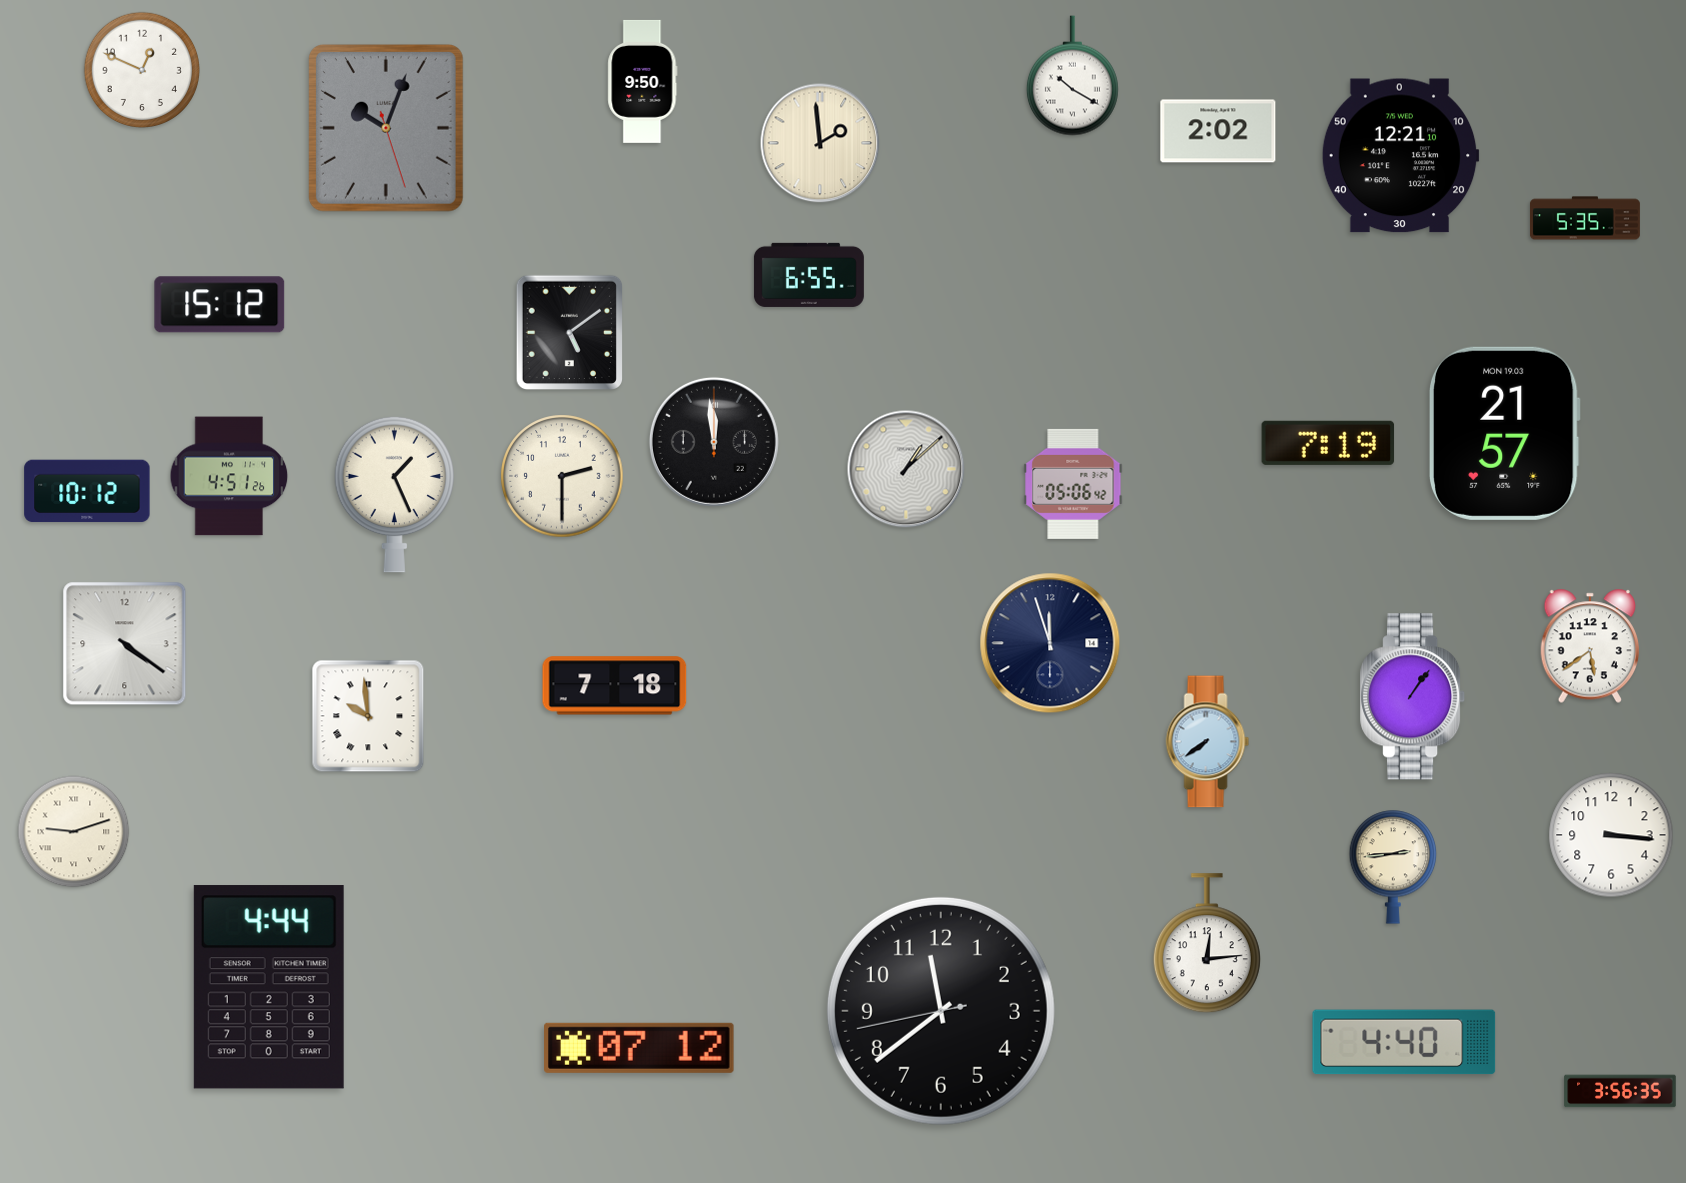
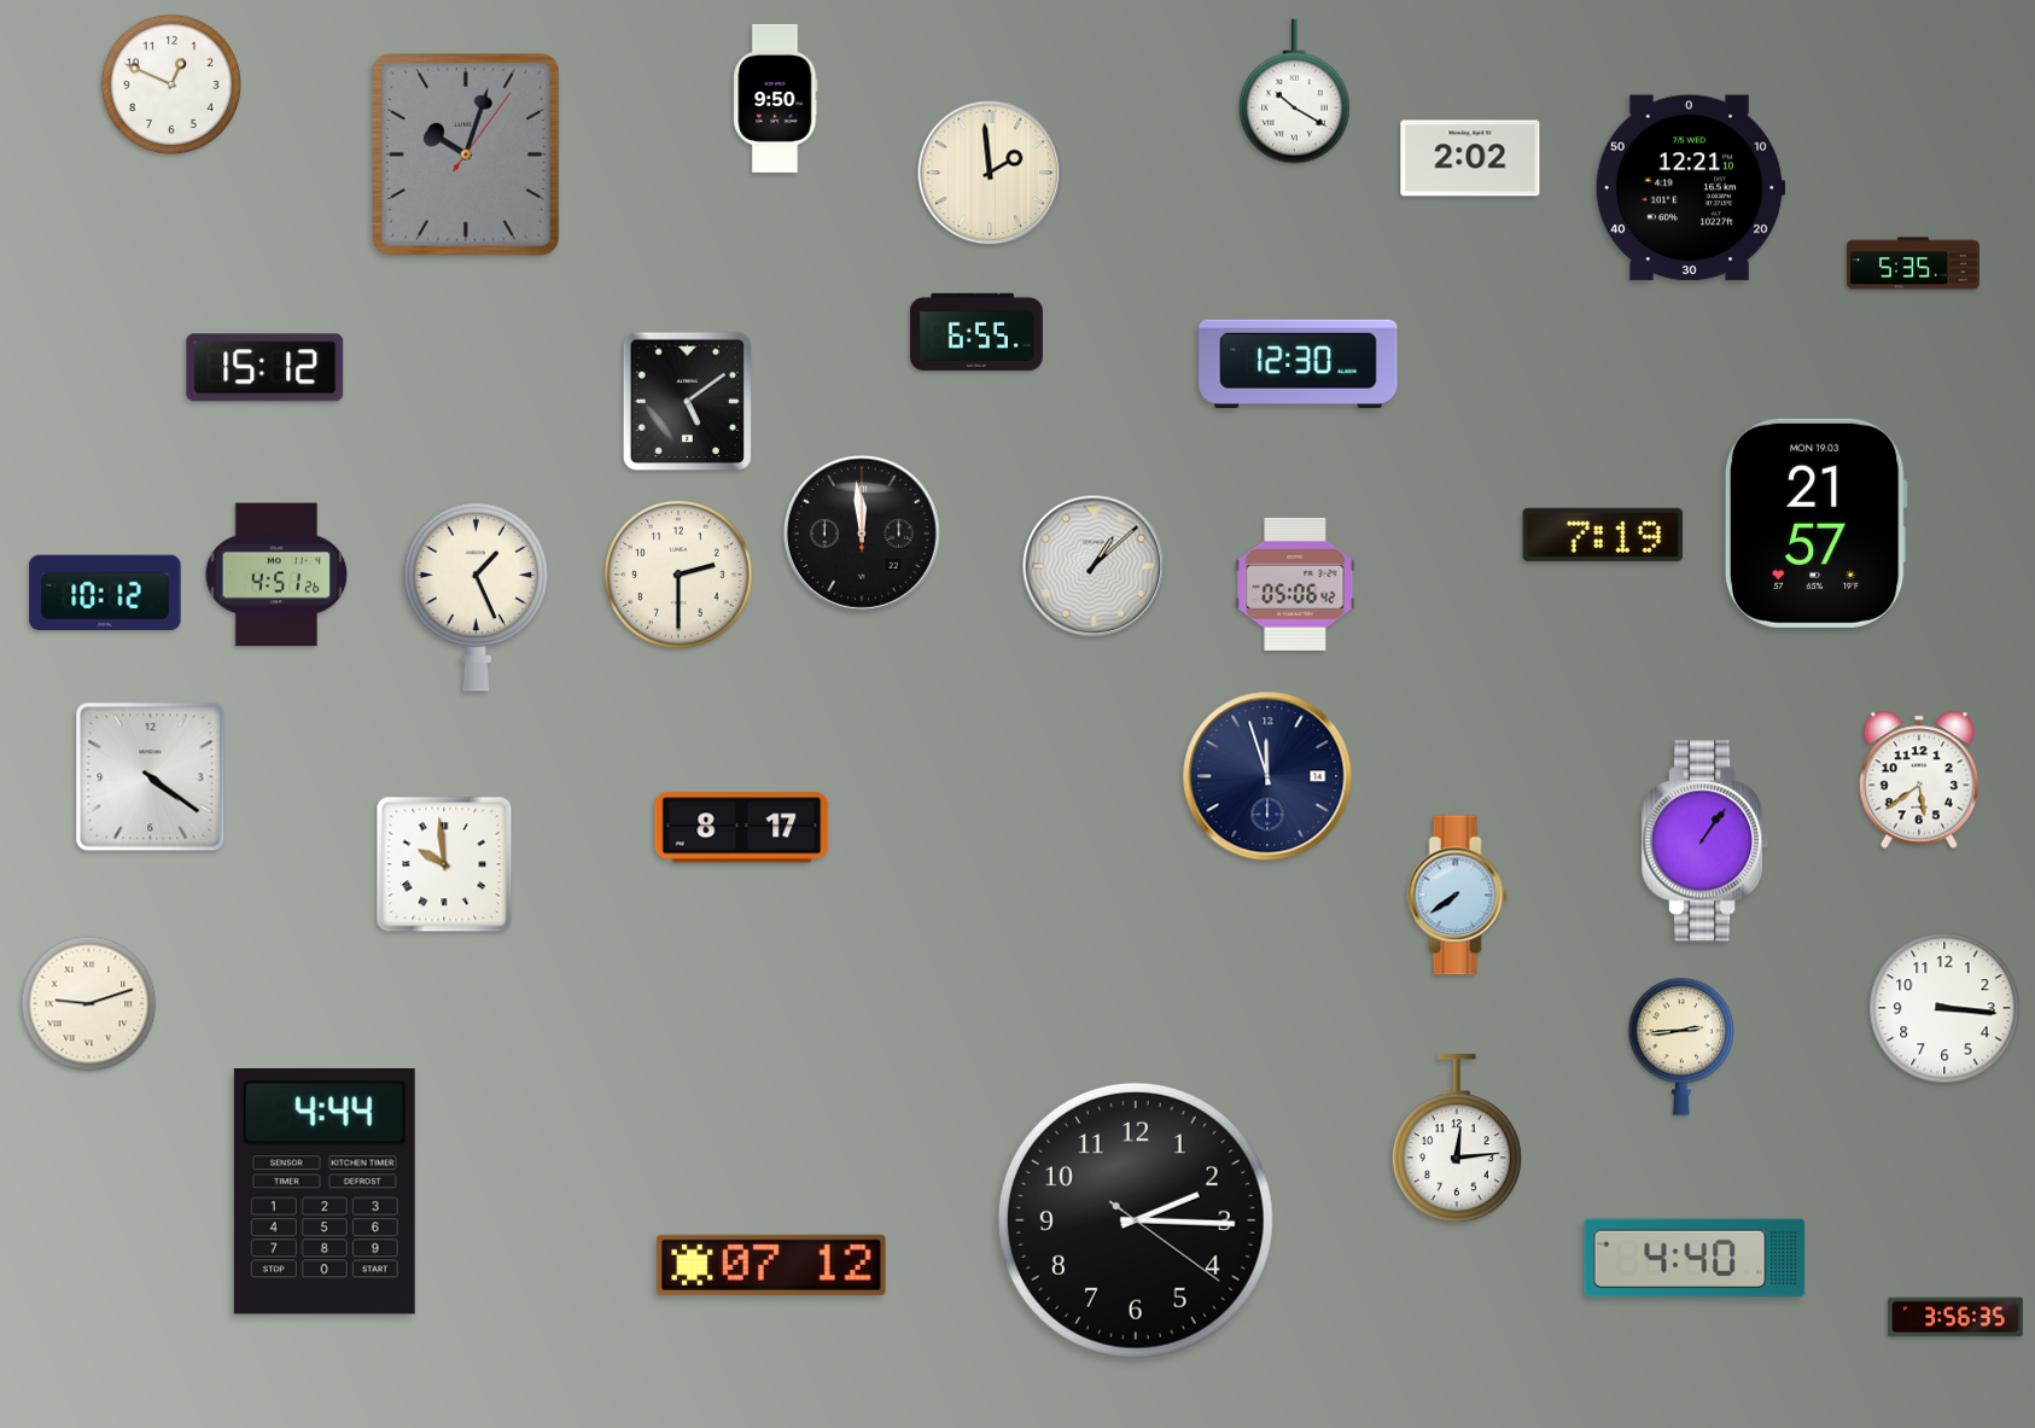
clock at (386, 128): 10:03:27 -> 10:03:06
clock at (1299, 363): none -> 12:30
clock at (615, 686): 7:18 -> 8:17
clock at (941, 1011): 11:38 -> 2:15
